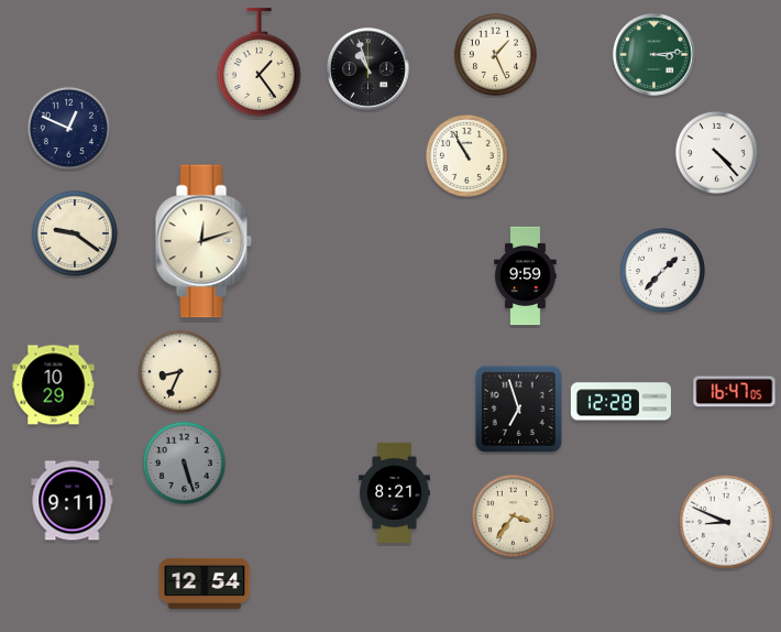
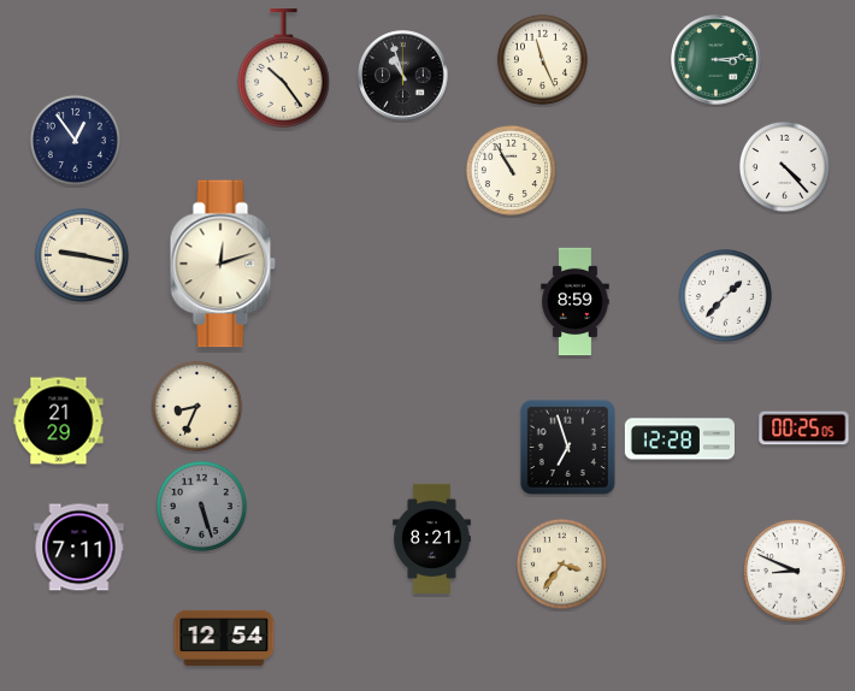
clock at (495, 54): 1:26 -> 11:26
clock at (260, 63): 1:24 -> 10:24
clock at (68, 128): 12:49 -> 12:54
clock at (75, 233): 9:21 -> 9:17
clock at (526, 276): 9:59 -> 8:59
clock at (54, 385): 10:29 -> 21:29
clock at (735, 392): 16:47 -> 00:25
clock at (73, 501): 9:11 -> 7:11
